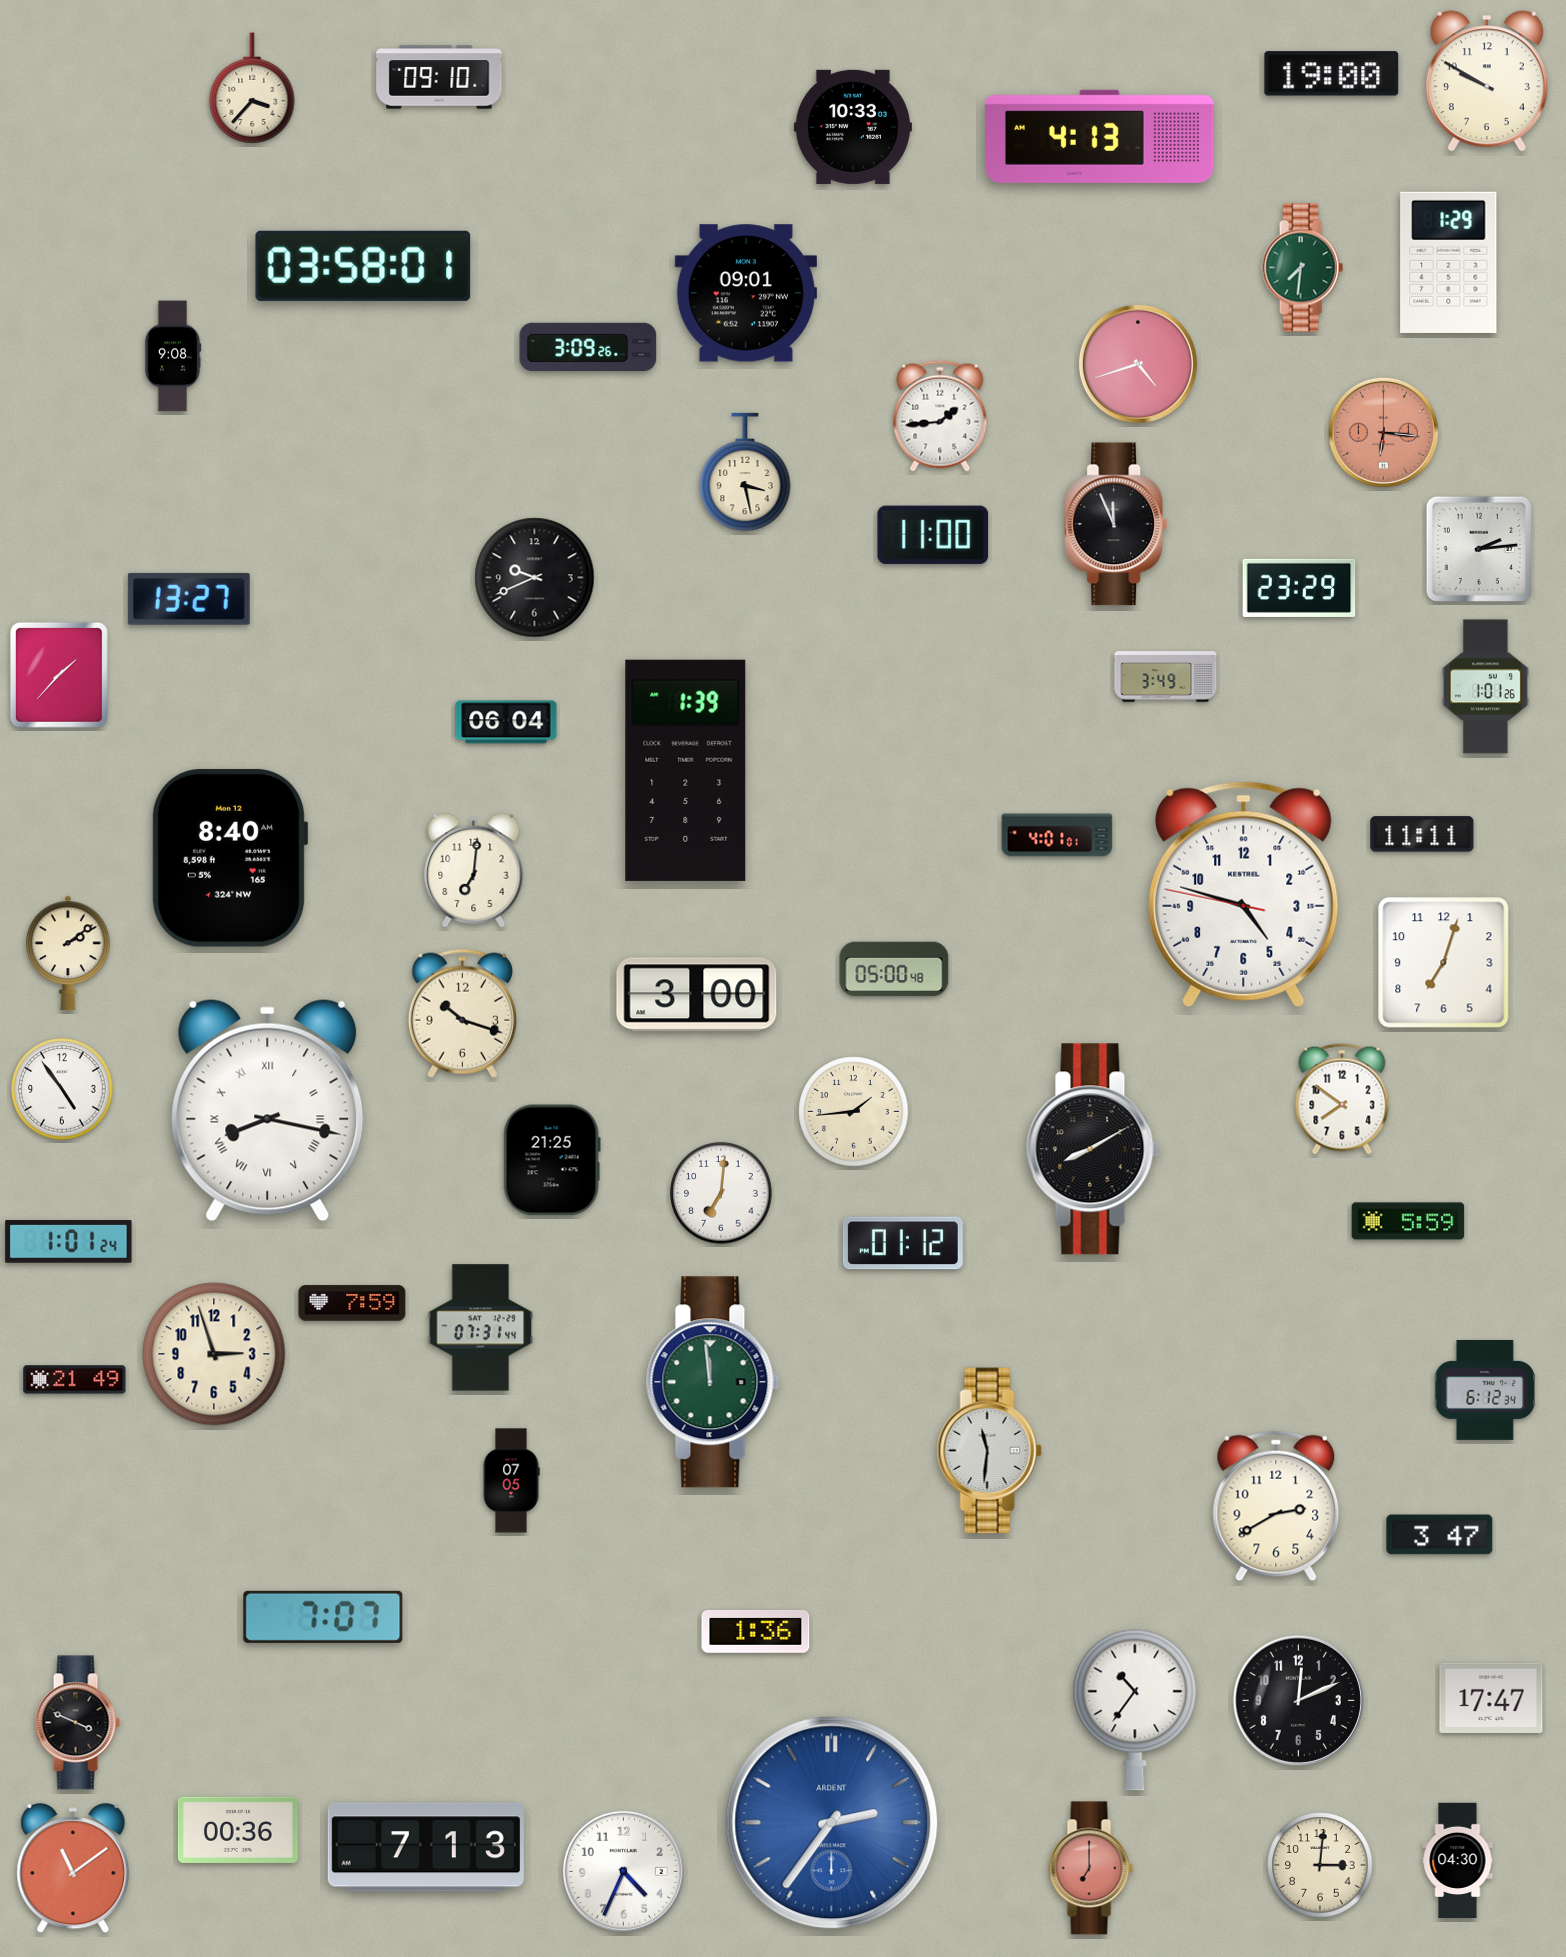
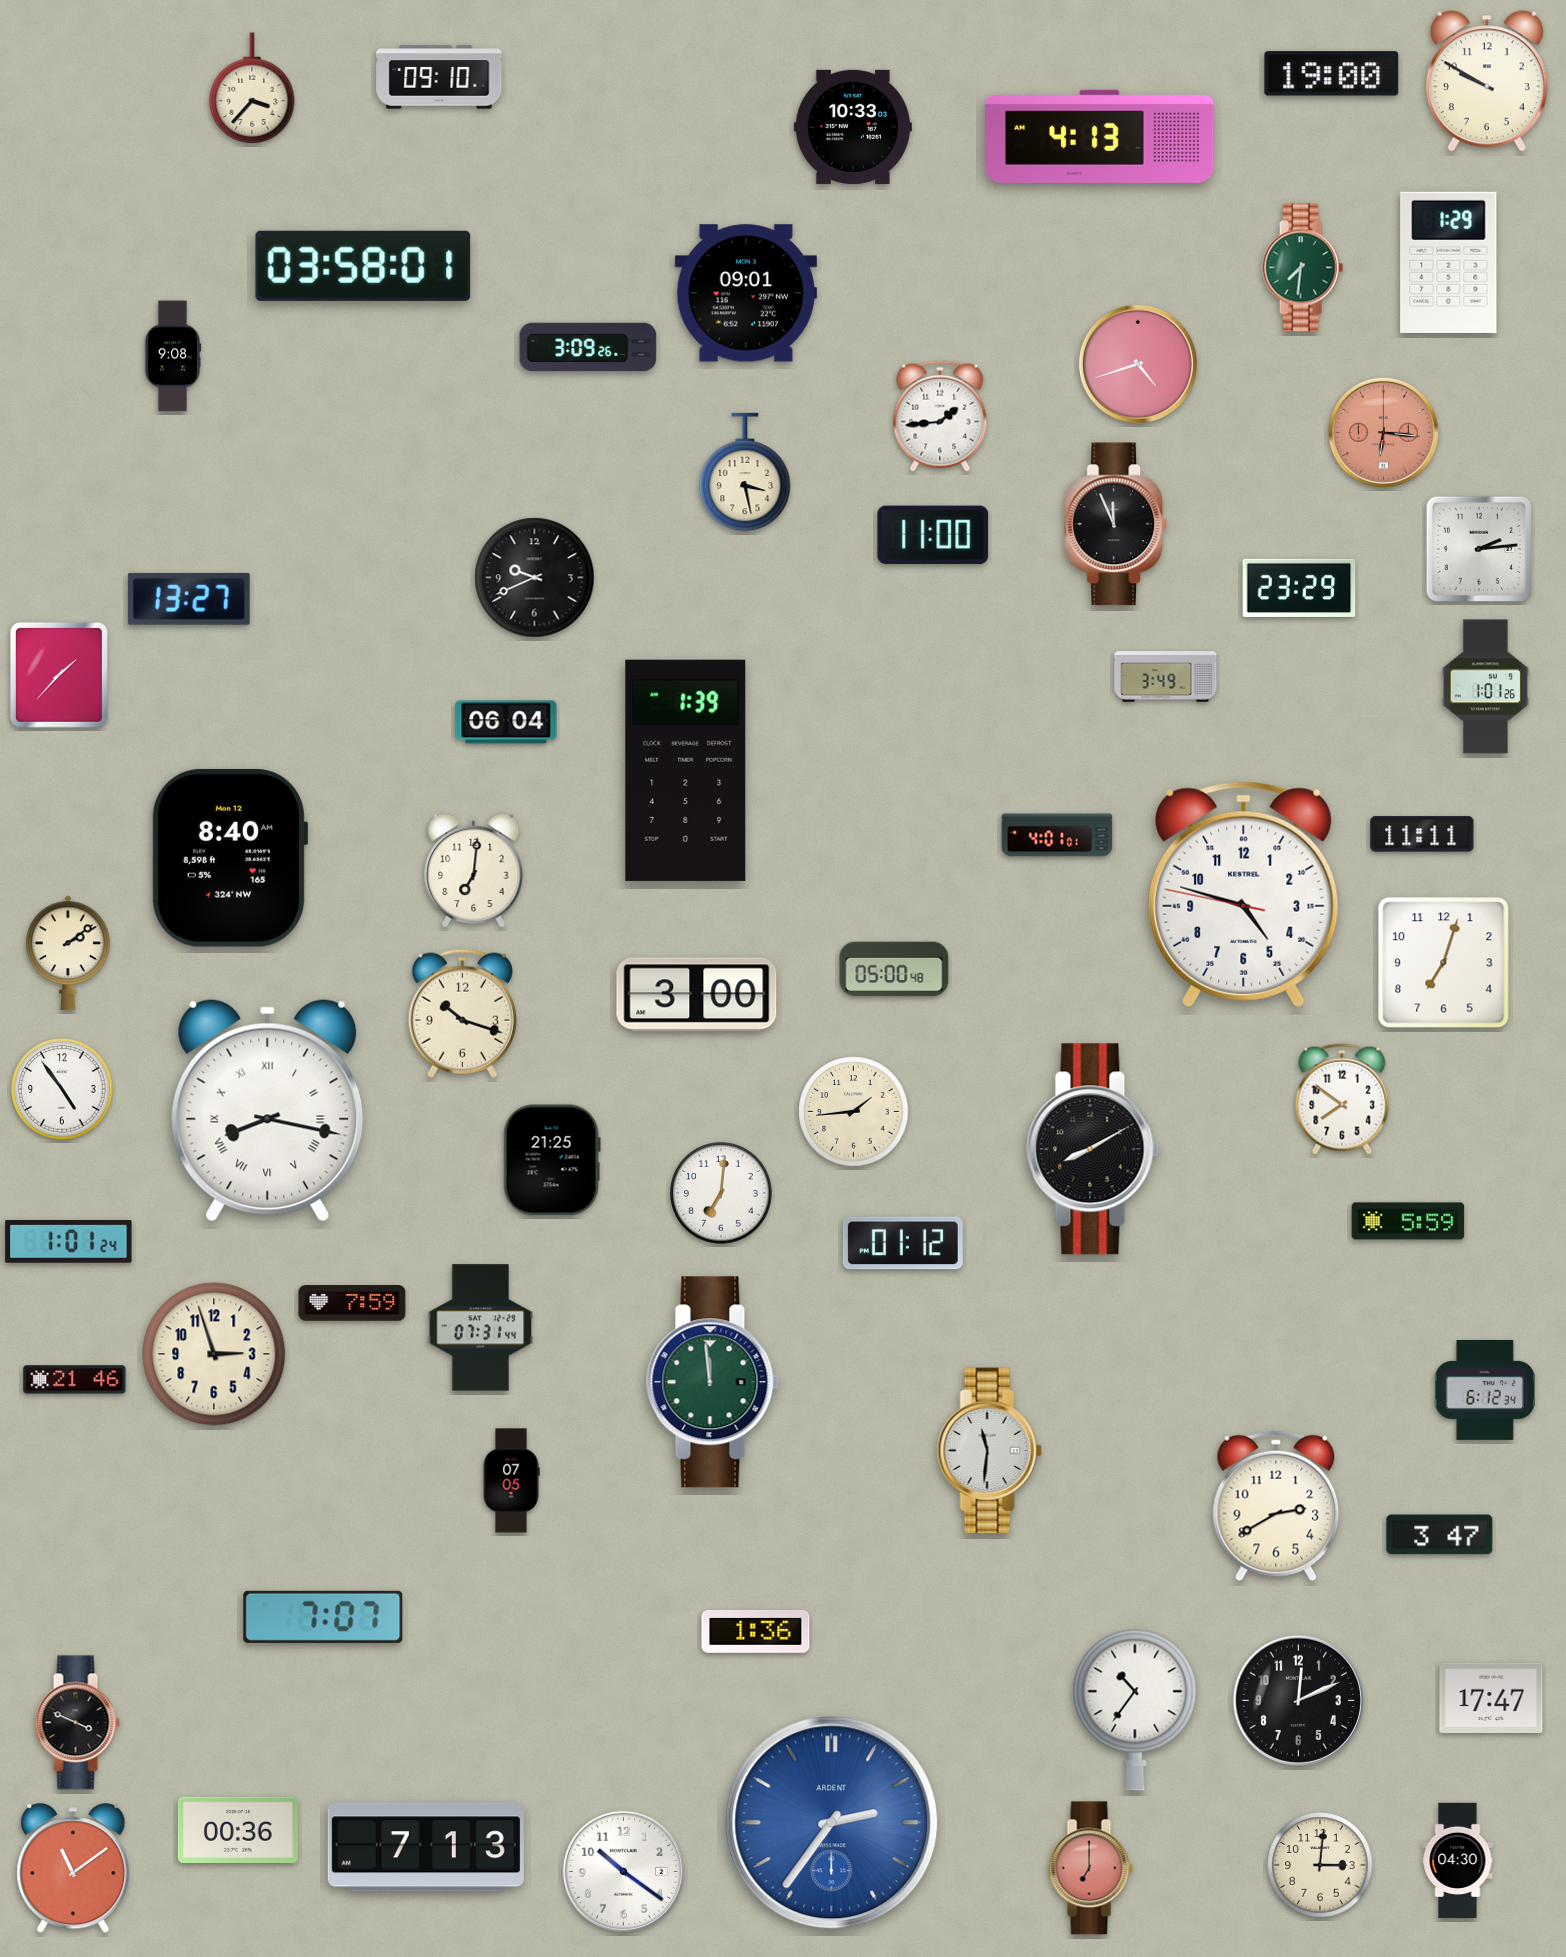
clock at (75, 1380): 21:49 -> 21:46
clock at (623, 1871): 4:34 -> 10:21
